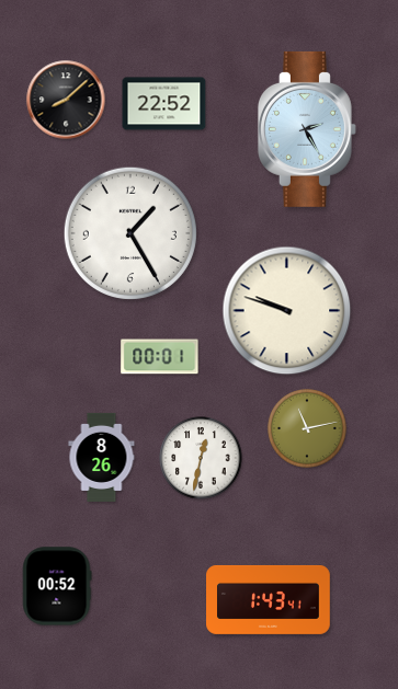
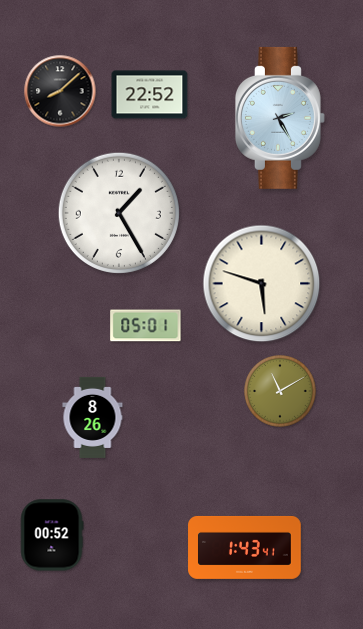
clock at (287, 311): 9:48 -> 5:48
clock at (160, 357): 00:01 -> 05:01
clock at (307, 428): 11:13 -> 11:10
clock at (201, 458): 12:32 -> none
